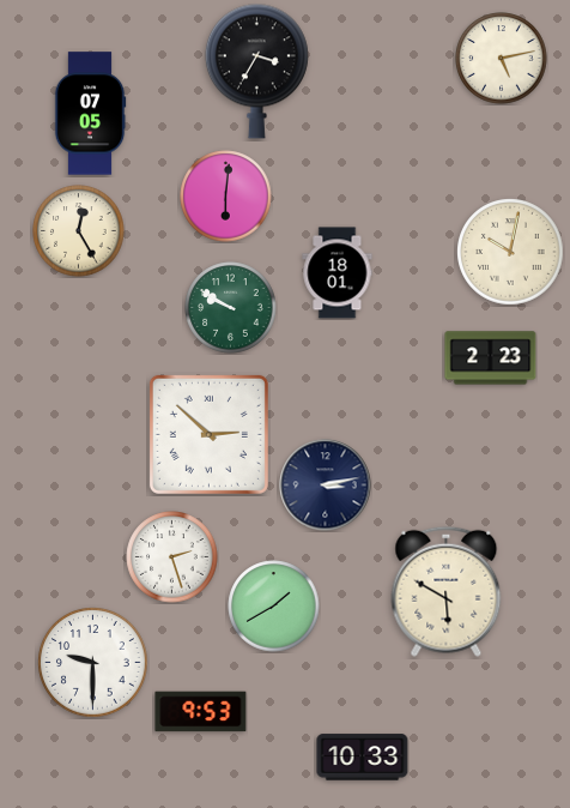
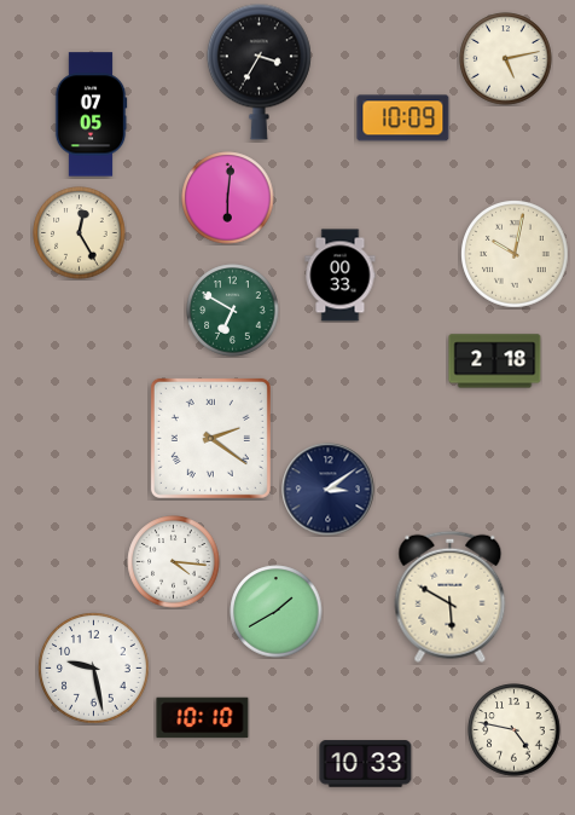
clock at (403, 119): none -> 10:09
clock at (338, 273): 18:01 -> 00:33
clock at (231, 308): 9:50 -> 6:50
clock at (491, 358): 2:23 -> 2:18
clock at (208, 434): 2:52 -> 2:21
clock at (326, 486): 3:13 -> 3:09
clock at (172, 557): 2:27 -> 4:16
clock at (93, 663): 9:30 -> 9:28
clock at (201, 712): 9:53 -> 10:10
clock at (515, 730): none -> 4:47
